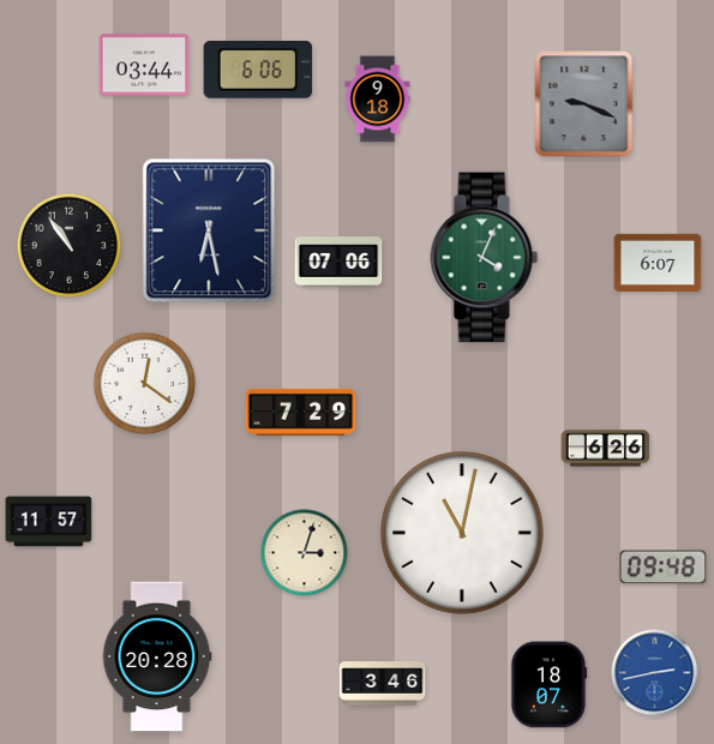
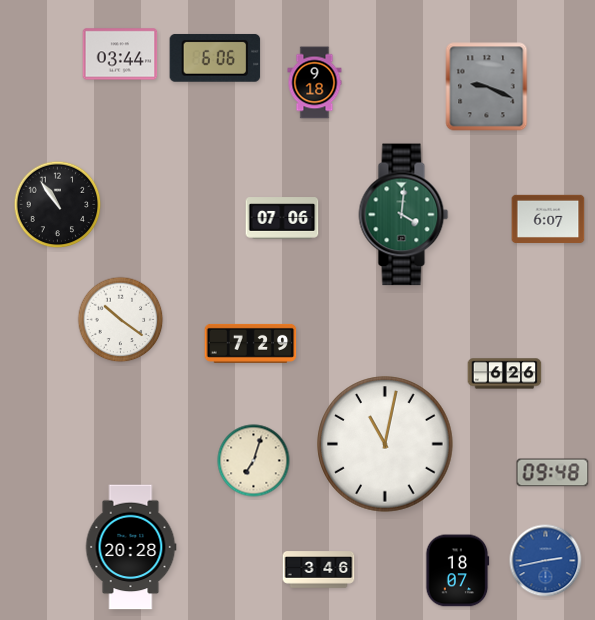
clock at (209, 230): 6:28 -> none
clock at (485, 258): 4:04 -> 4:01
clock at (145, 384): 12:21 -> 10:21
clock at (49, 522): 11:57 -> none
clock at (305, 553): 3:03 -> 7:03
